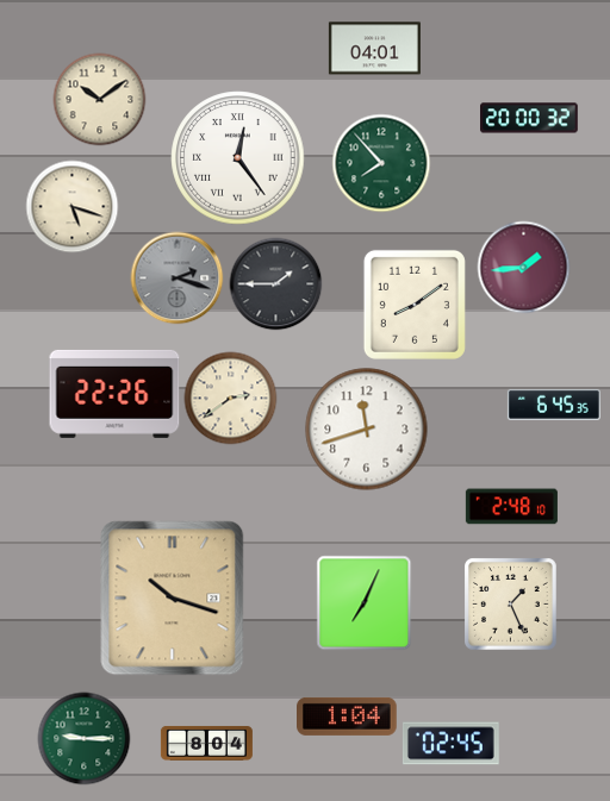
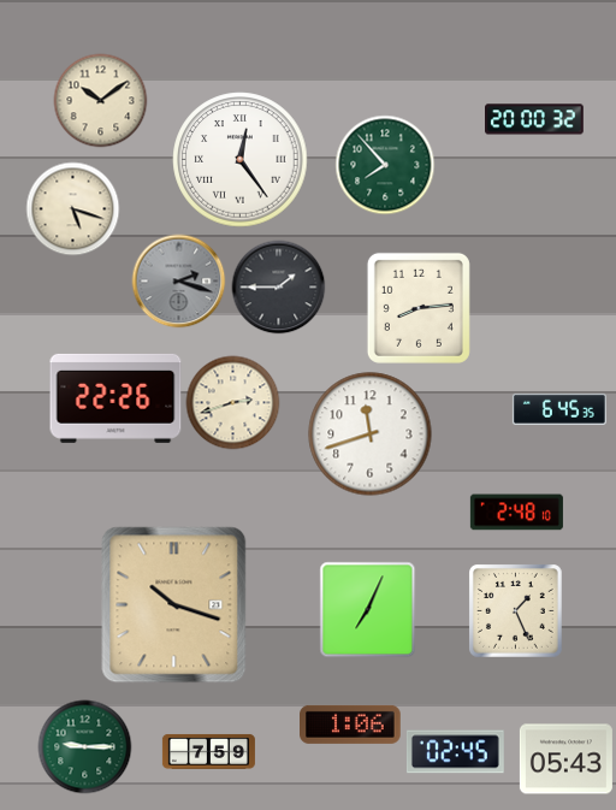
clock at (374, 49): 04:01 -> none
clock at (523, 267): 1:44 -> none
clock at (415, 305): 8:09 -> 8:14
clock at (230, 398): 2:39 -> 2:42
clock at (348, 716): 1:04 -> 1:06
clock at (206, 743): 8:04 -> 7:59
clock at (565, 759): none -> 05:43
